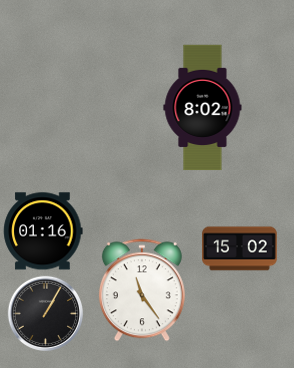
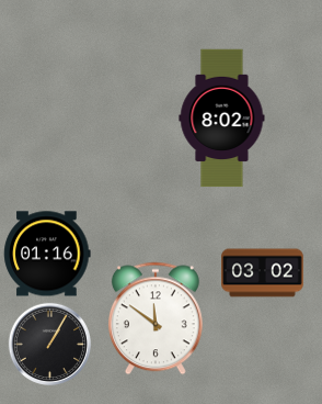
clock at (240, 249): 15:02 -> 03:02
clock at (142, 290): 11:24 -> 11:51
